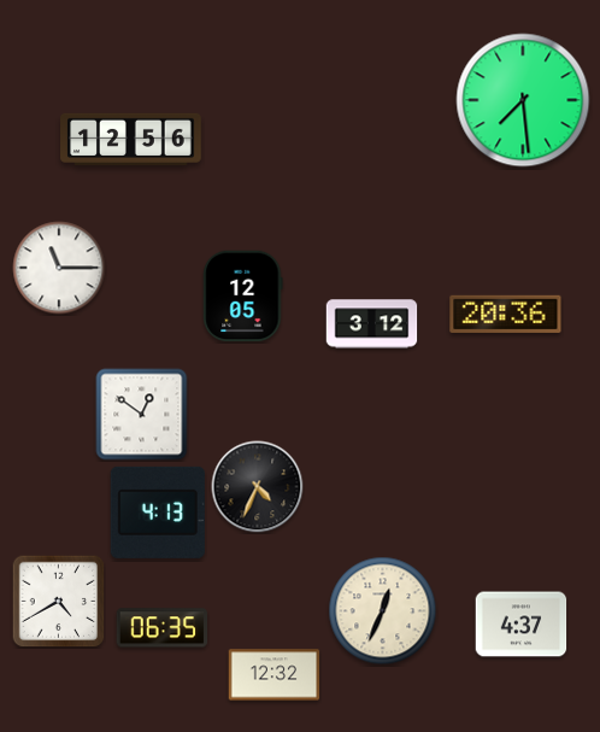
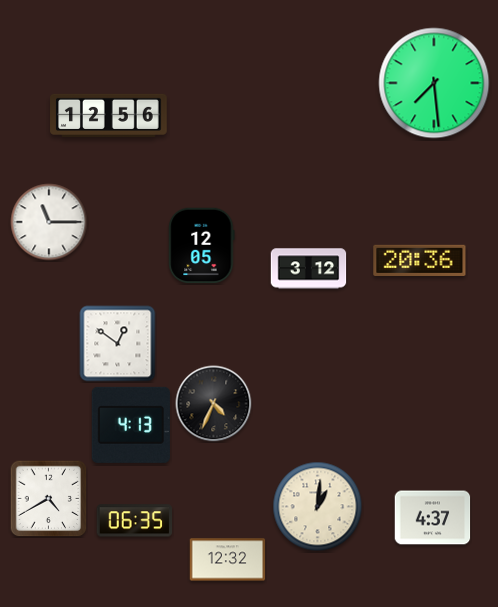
clock at (383, 611): 12:34 -> 1:01
